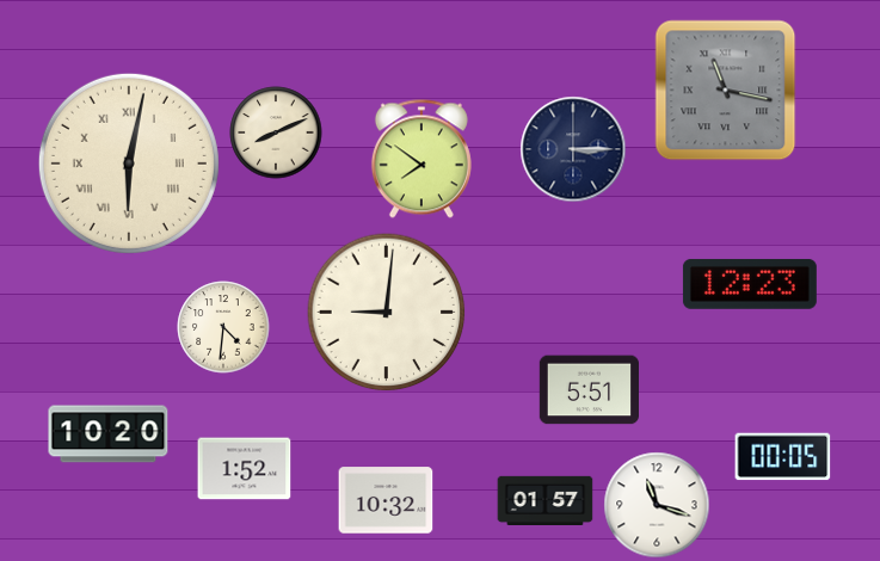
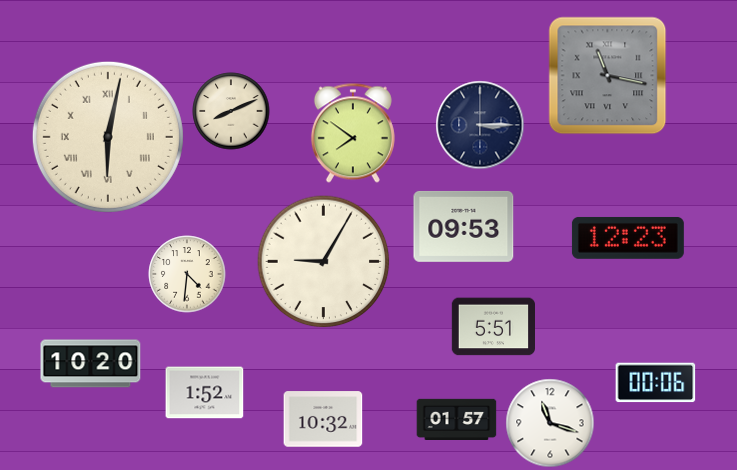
clock at (464, 226): none -> 09:53
clock at (387, 313): 9:01 -> 9:05
clock at (783, 457): 00:05 -> 00:06
